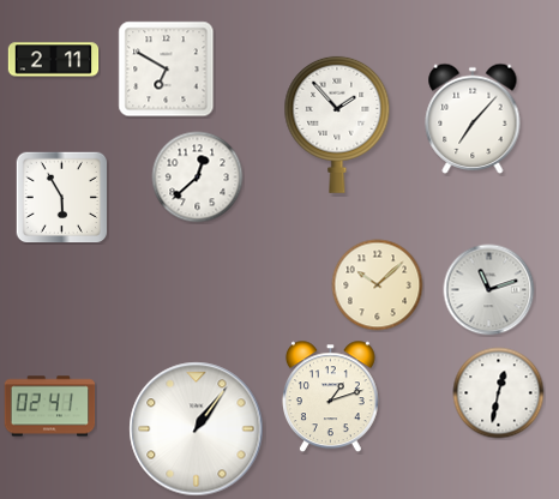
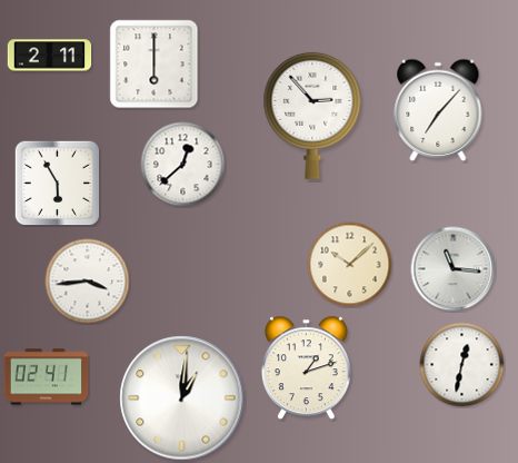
clock at (167, 70): 6:50 -> 6:00
clock at (337, 125): 1:53 -> 2:53
clock at (489, 290): 11:12 -> 11:16
clock at (88, 282): none -> 3:44
clock at (197, 429): 1:06 -> 1:01
